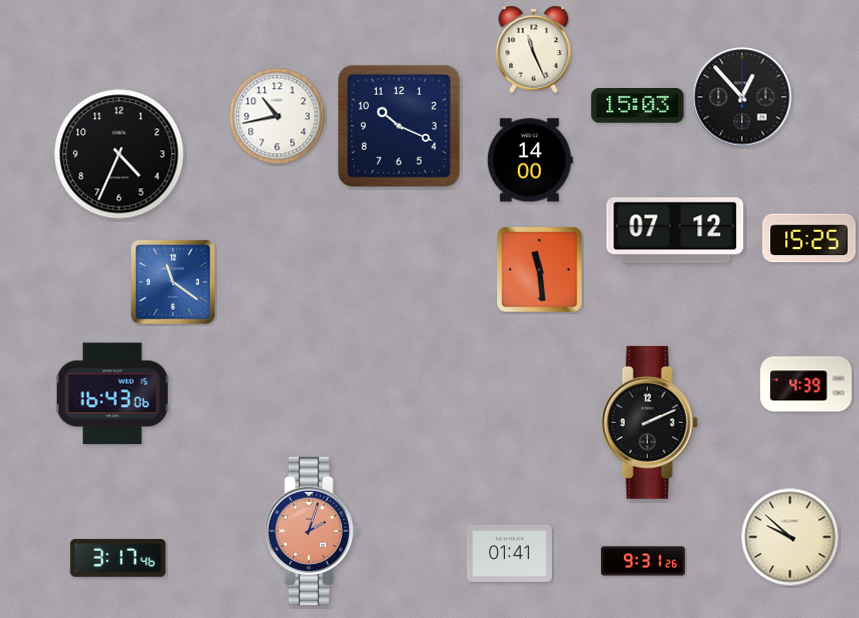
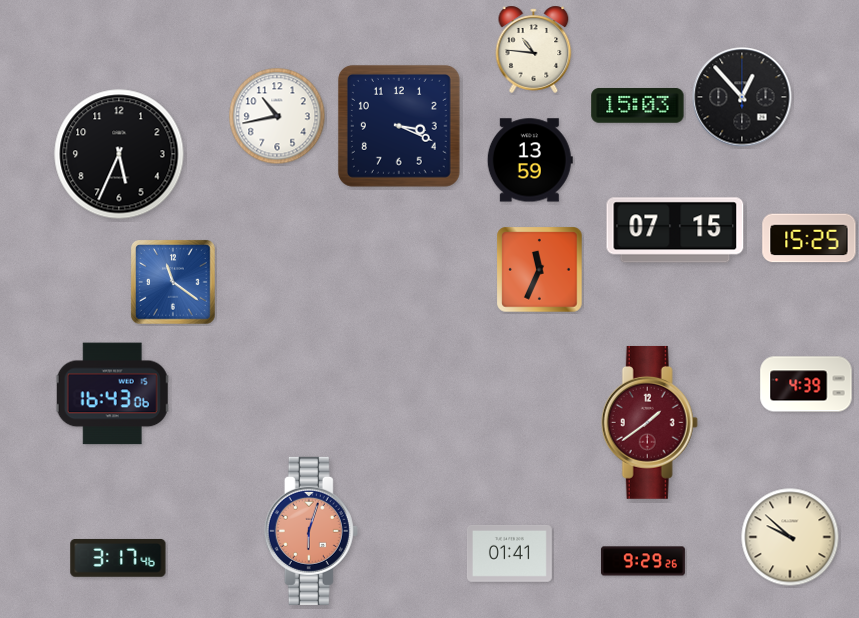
clock at (534, 49): 11:26 -> 10:46
clock at (399, 126): 10:19 -> 3:19
clock at (119, 154): 4:34 -> 5:34
clock at (530, 160): 14:00 -> 13:59
clock at (675, 230): 07:12 -> 07:15
clock at (540, 270): 11:29 -> 11:34
clock at (649, 422): 2:11 -> 1:39
clock at (649, 422) dial: black -> burgundy
clock at (311, 531): 2:03 -> 6:03
clock at (643, 561): 9:31 -> 9:29
